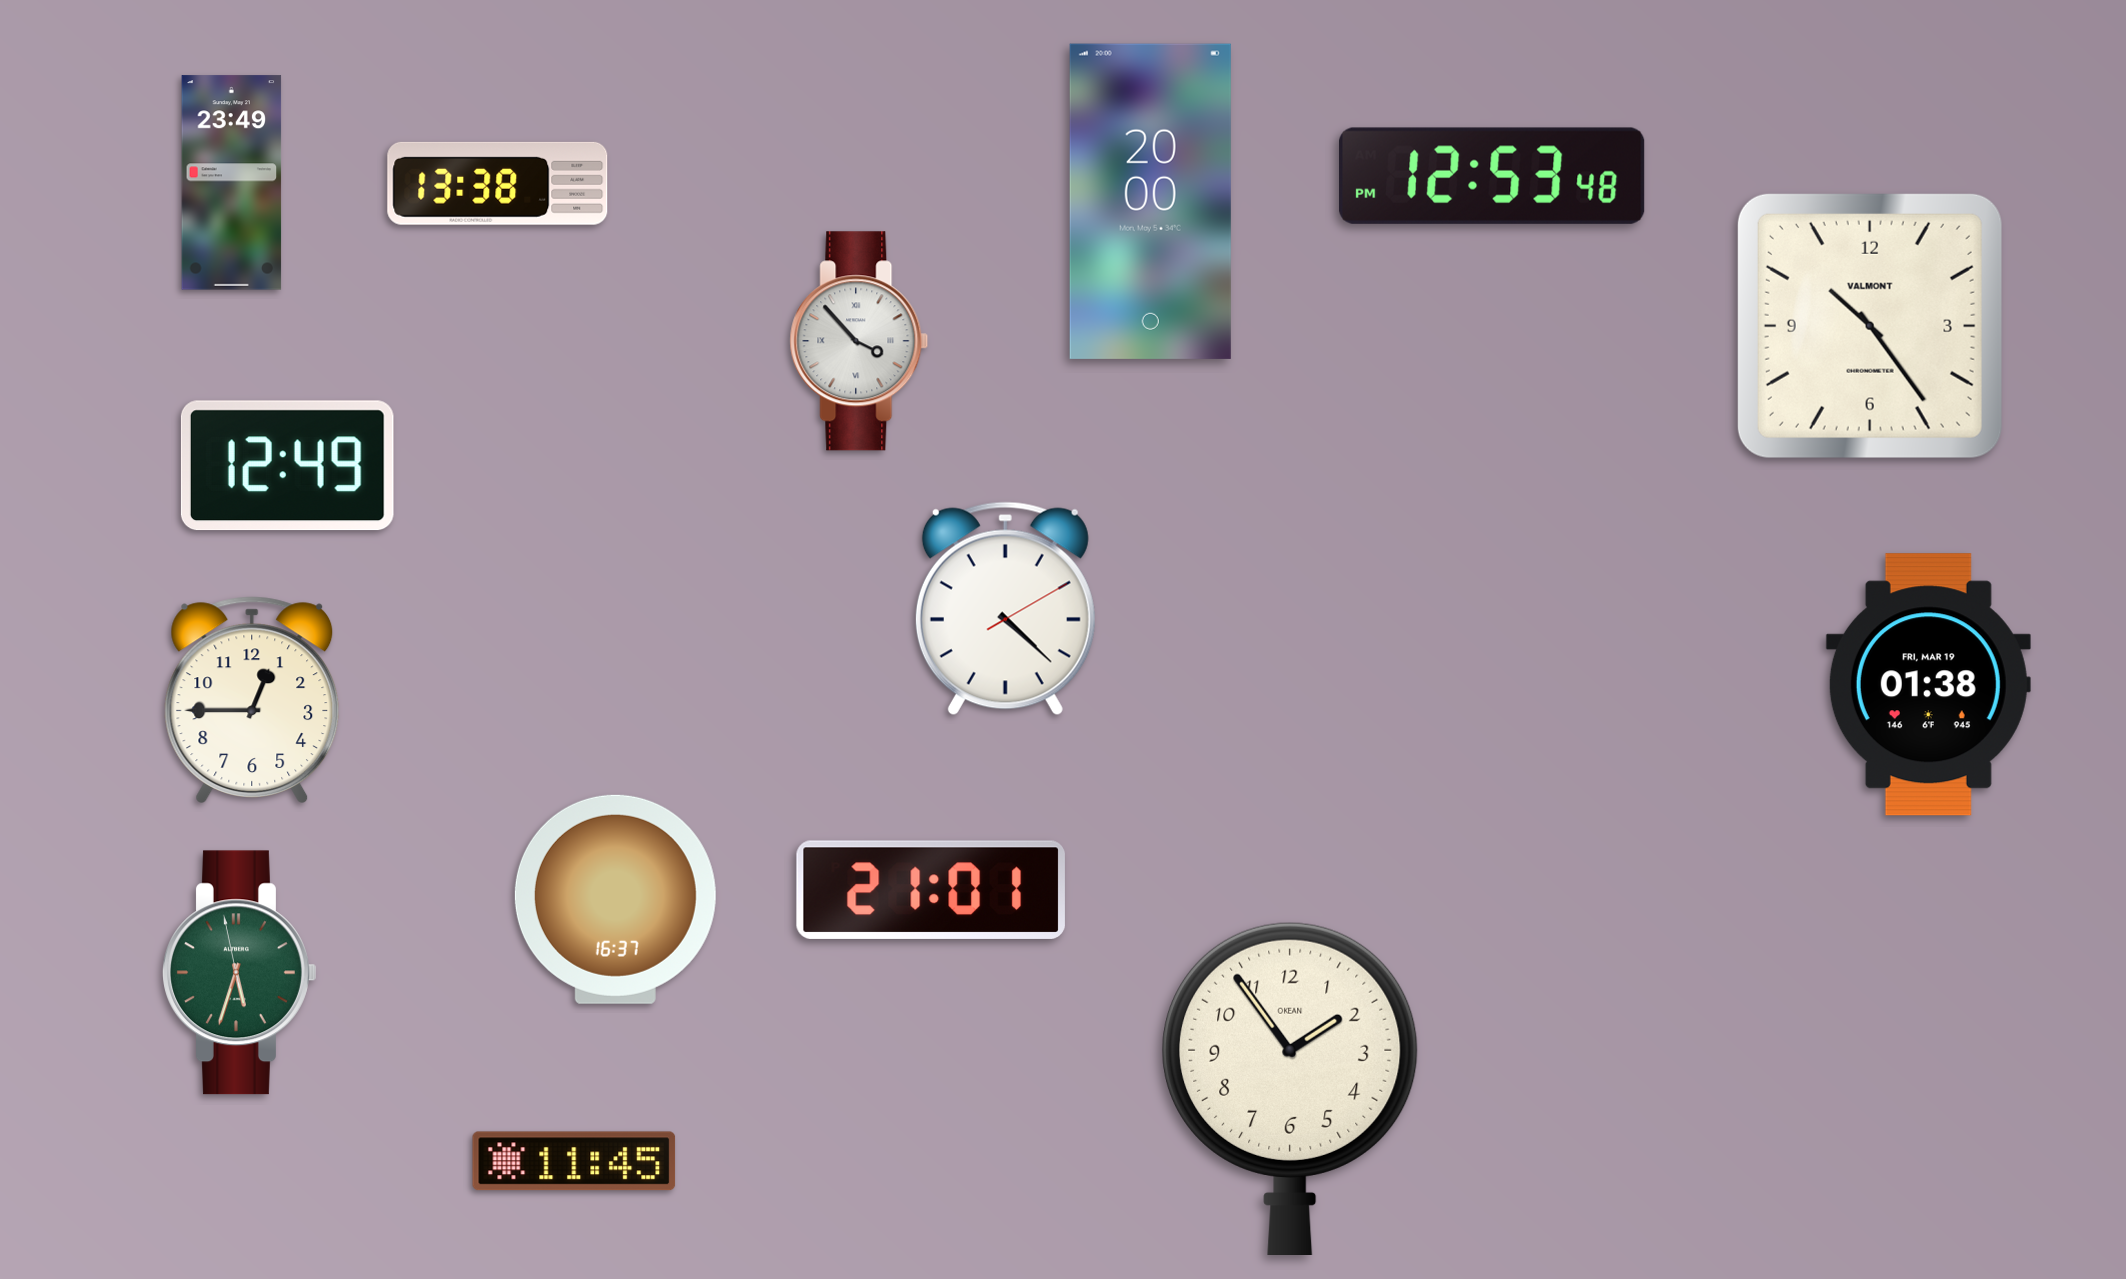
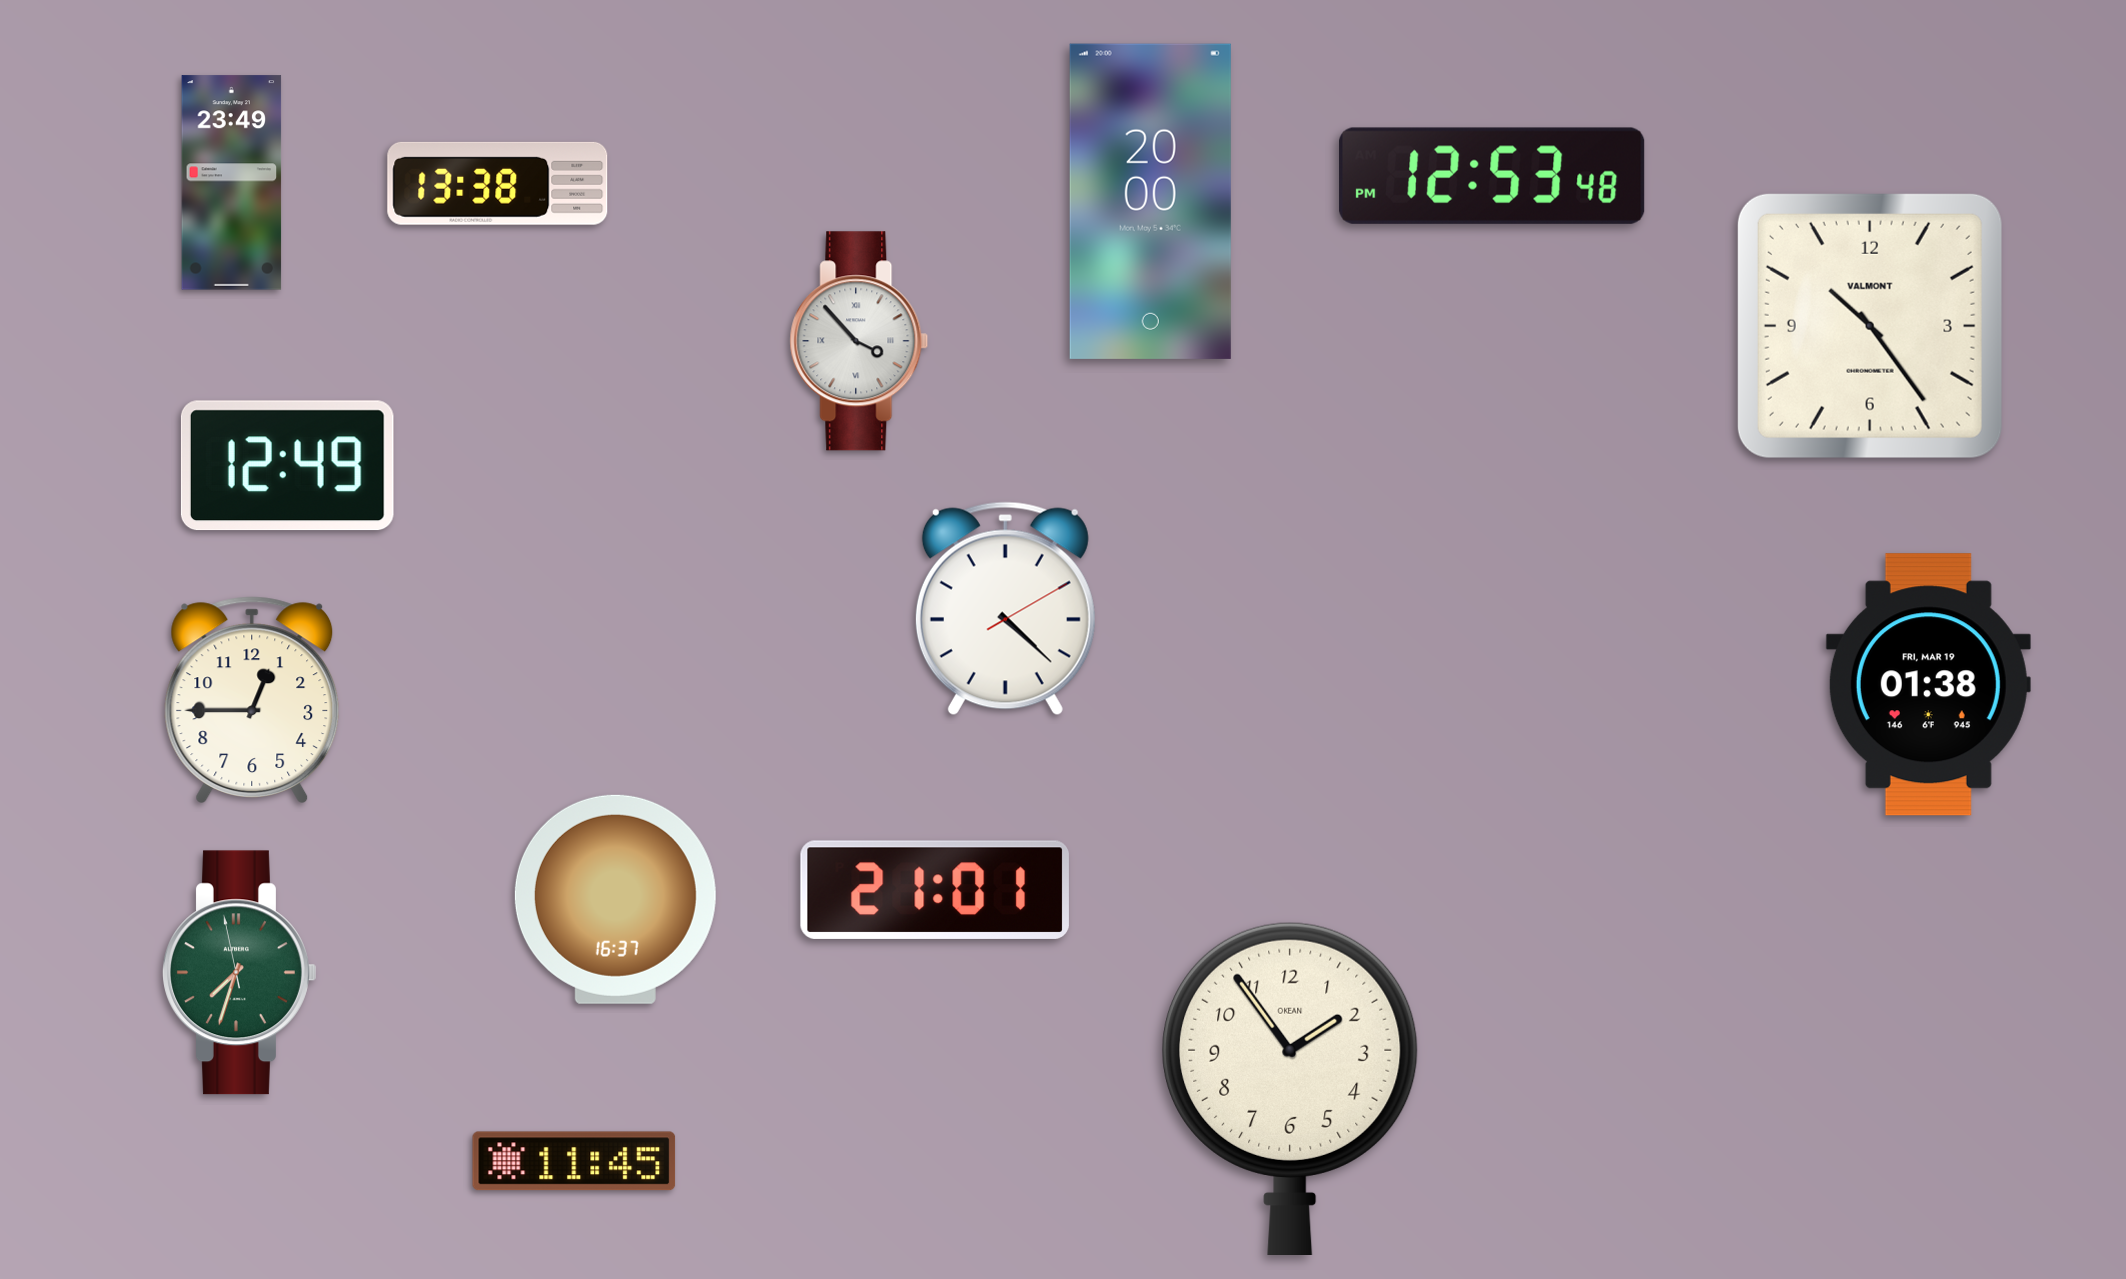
clock at (931, 890) position: (931, 890) -> (935, 890)
clock at (240, 973): 5:32 -> 7:32
